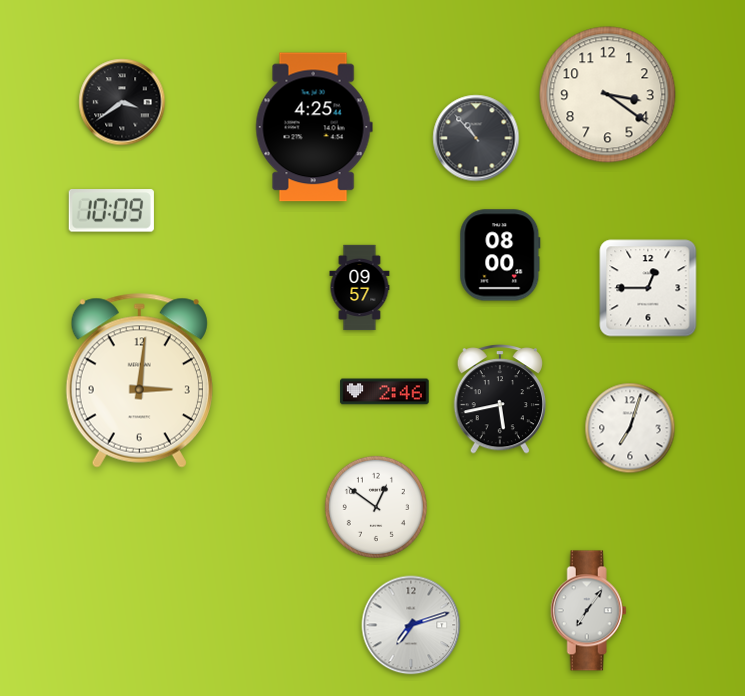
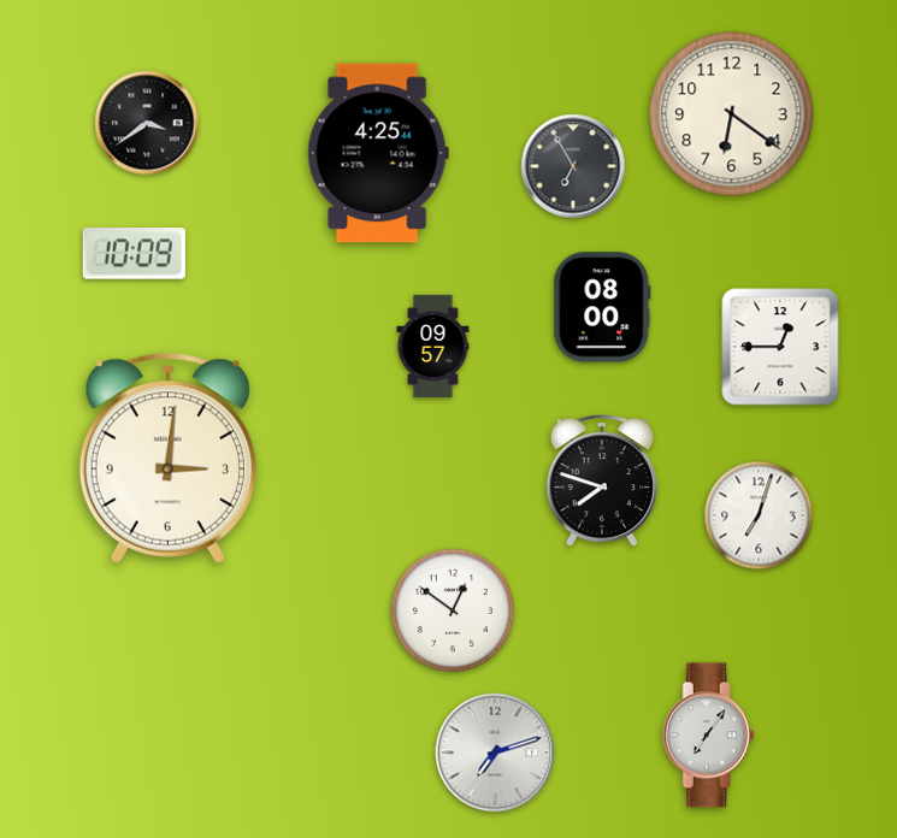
clock at (608, 95): 3:21 -> 6:21
clock at (476, 138): 10:53 -> 6:55
clock at (385, 392): 2:46 -> none
clock at (499, 400): 5:43 -> 7:48
